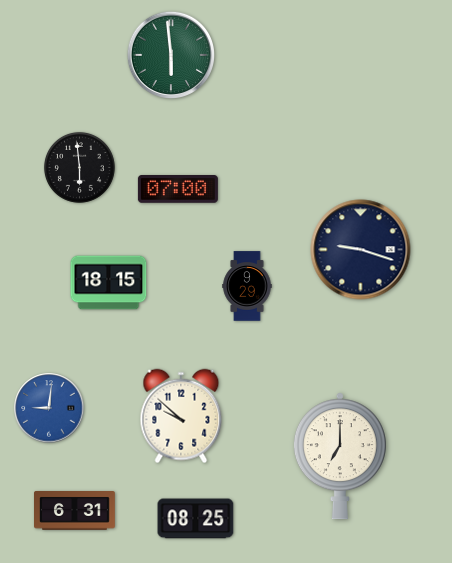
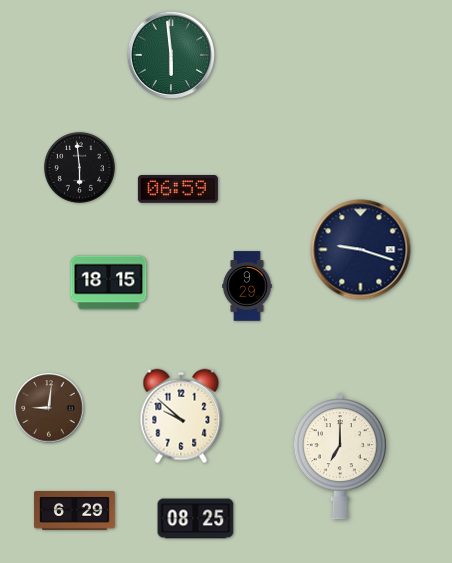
clock at (178, 189): 07:00 -> 06:59
clock at (49, 408) dial: blue -> brown
clock at (75, 511): 6:31 -> 6:29
